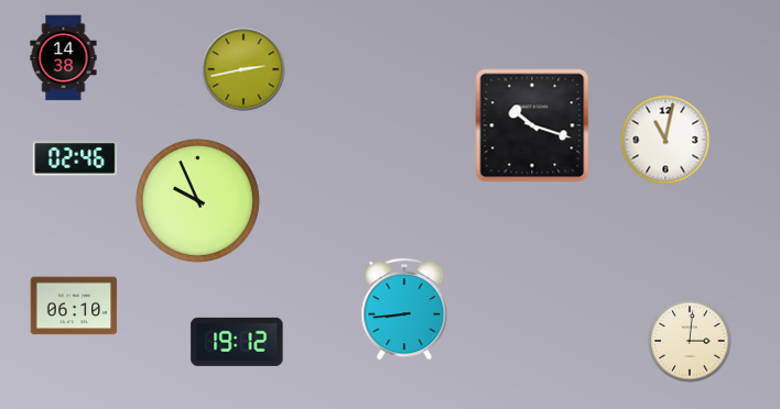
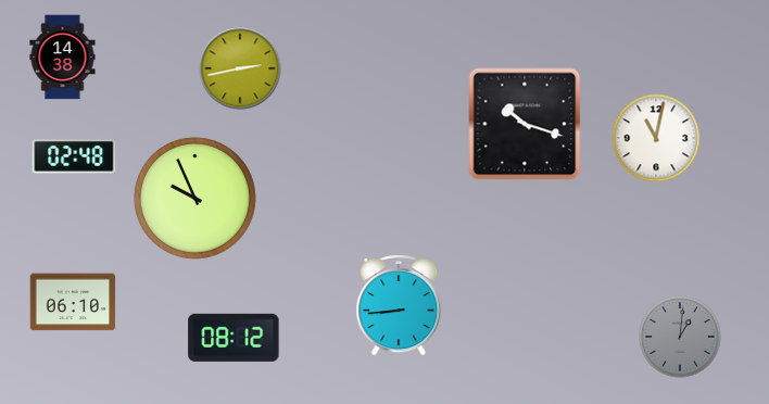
clock at (75, 158): 02:46 -> 02:48
clock at (690, 341): 3:01 -> 1:01
clock at (690, 341) dial: cream -> grey
clock at (237, 342): 19:12 -> 08:12
